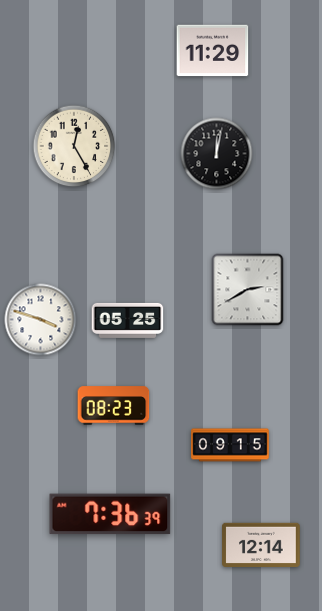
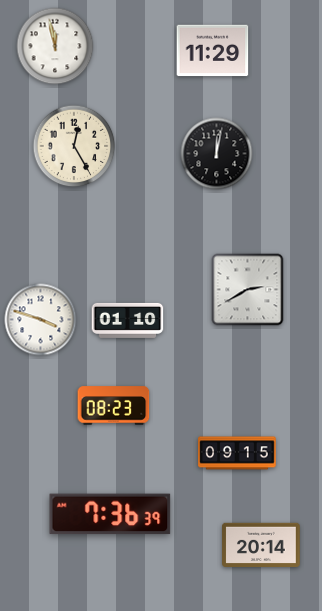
clock at (55, 46): none -> 11:58
clock at (128, 320): 05:25 -> 01:10
clock at (230, 445) position: (230, 445) -> (237, 453)
clock at (261, 544): 12:14 -> 20:14
